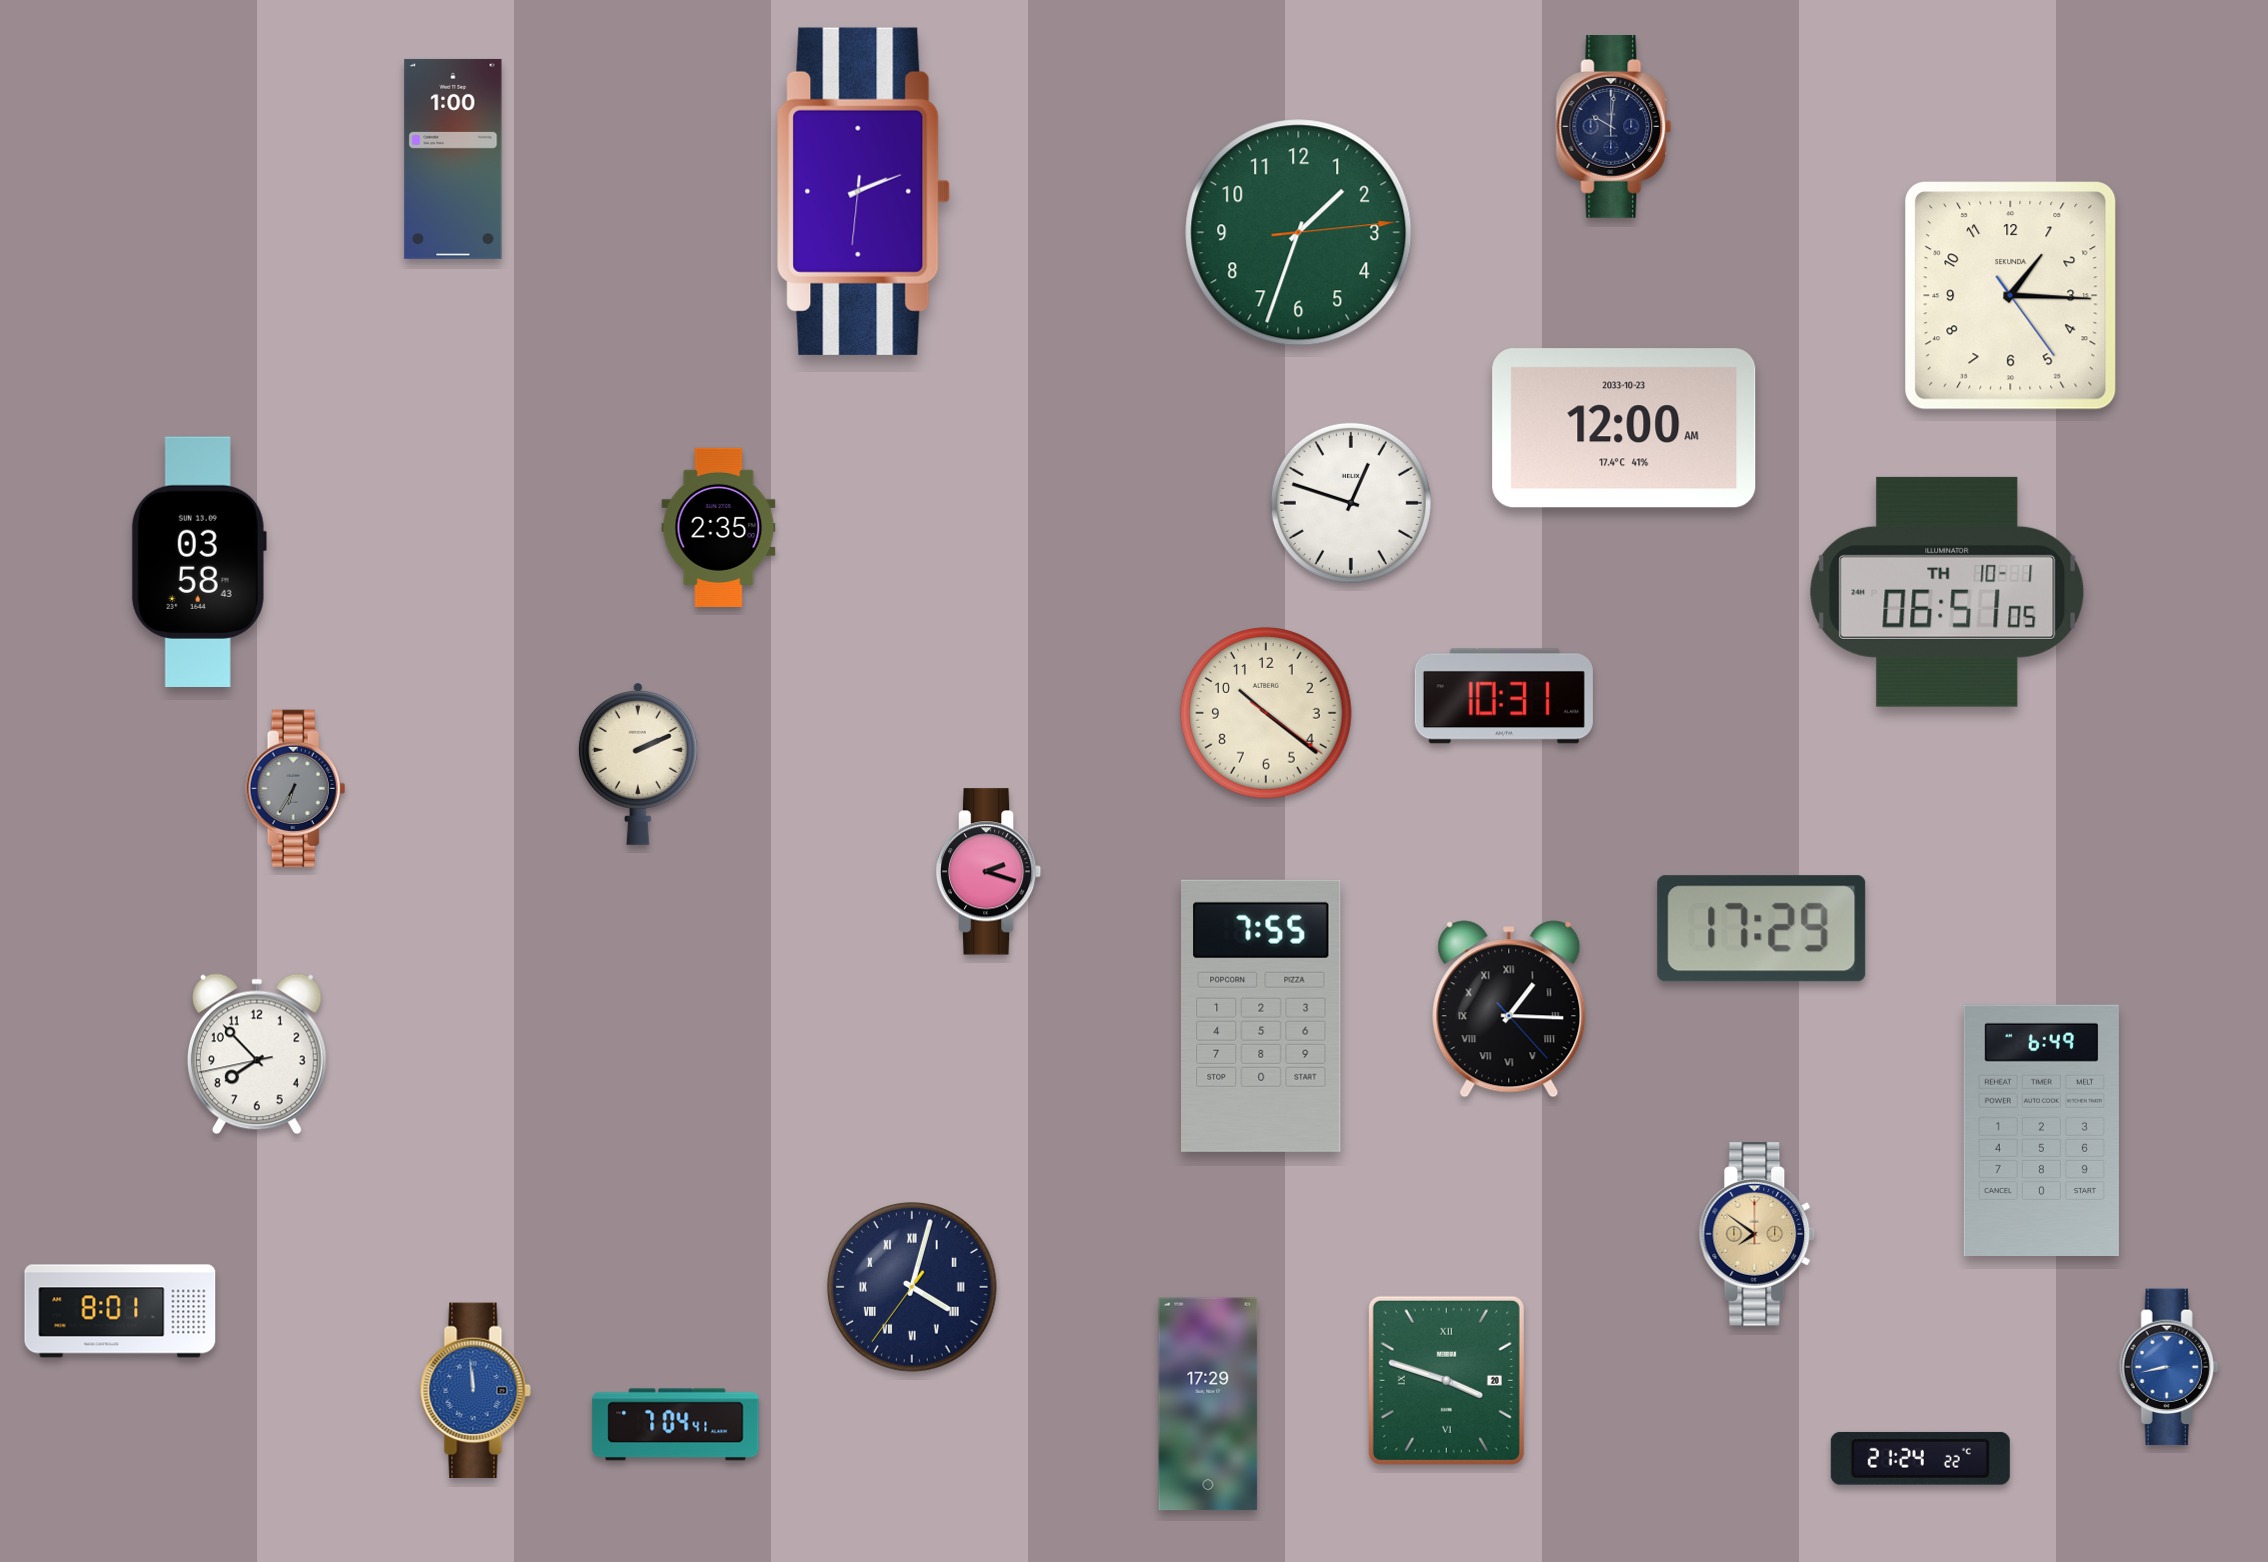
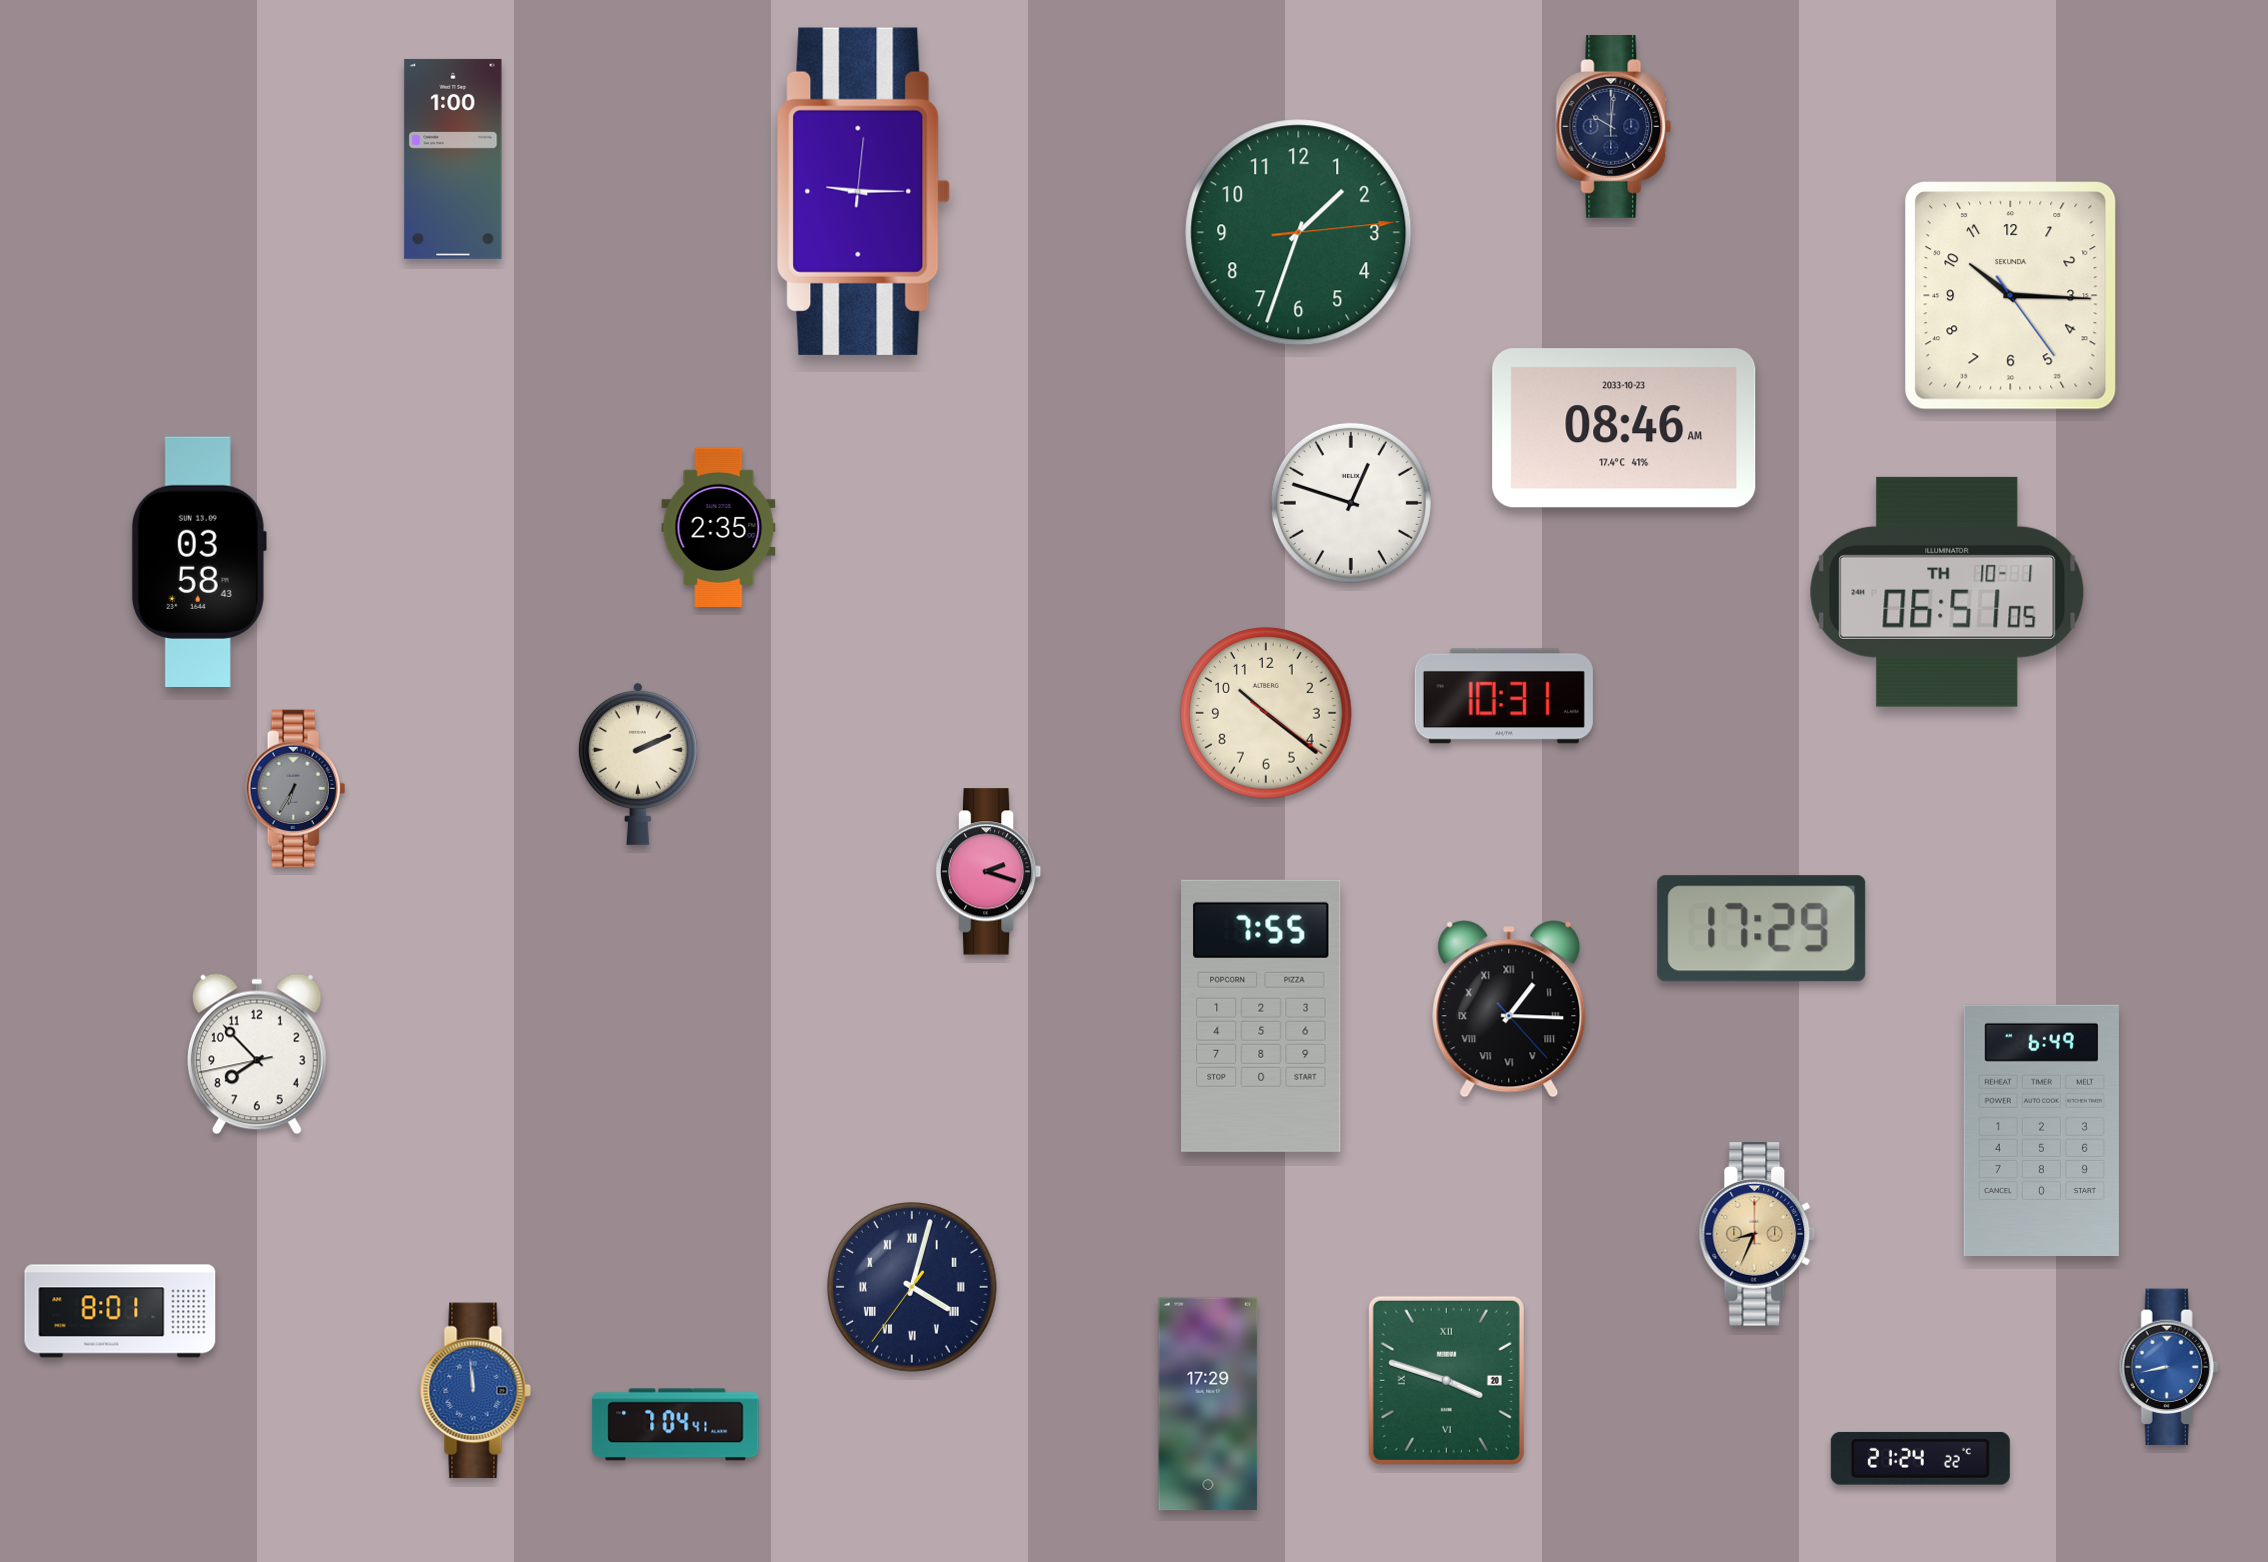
clock at (864, 191): 2:11 -> 9:15
clock at (2011, 296): 1:15 -> 10:15
clock at (1624, 428): 12:00 -> 08:46
clock at (1757, 1234): 7:51 -> 8:34
